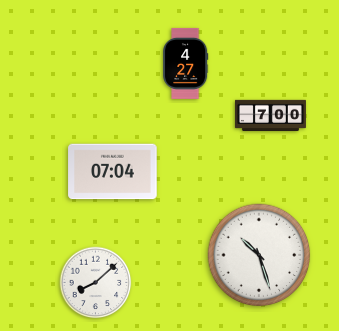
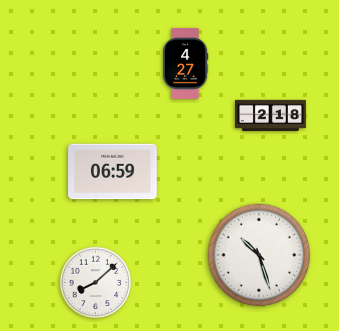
clock at (270, 116): 7:00 -> 2:18
clock at (113, 172): 07:04 -> 06:59
